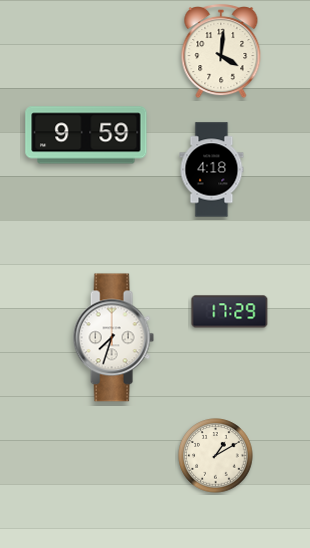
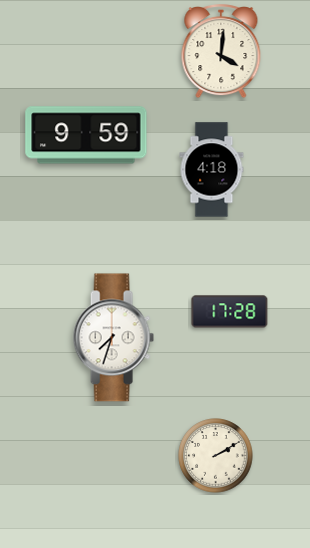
clock at (230, 312): 17:29 -> 17:28
clock at (216, 456): 1:10 -> 2:10
